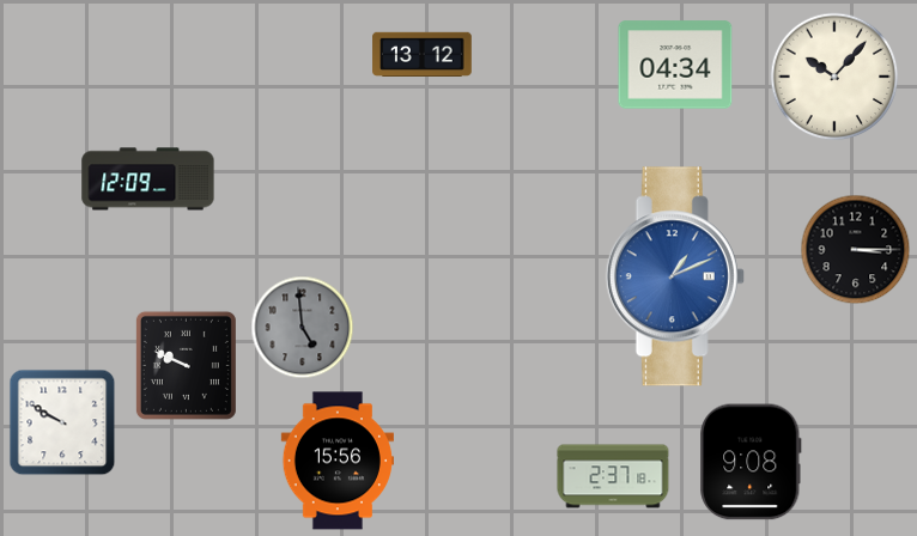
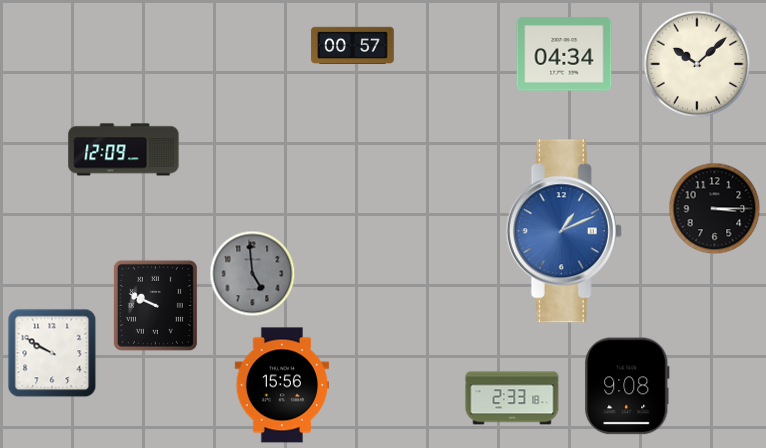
clock at (423, 54): 13:12 -> 00:57
clock at (834, 77): 10:07 -> 10:08
clock at (613, 476): 2:37 -> 2:33
